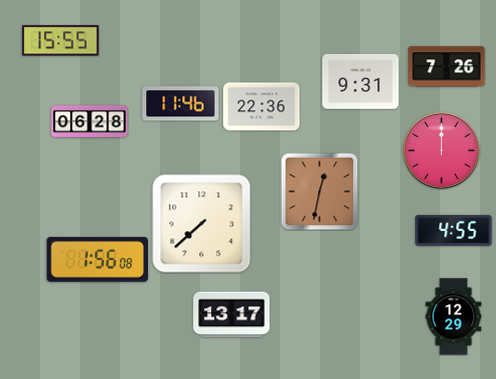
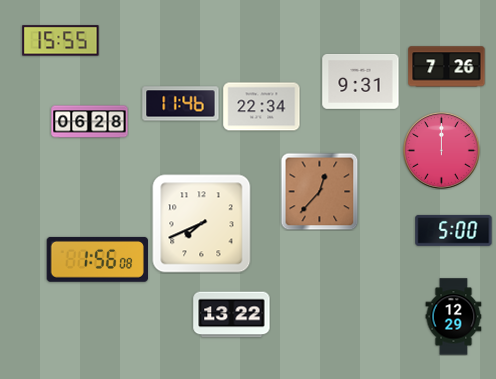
clock at (262, 107): 22:36 -> 22:34
clock at (319, 191): 12:32 -> 12:37
clock at (202, 224): 7:38 -> 7:41
clock at (454, 230): 4:55 -> 5:00
clock at (232, 315): 13:17 -> 13:22
